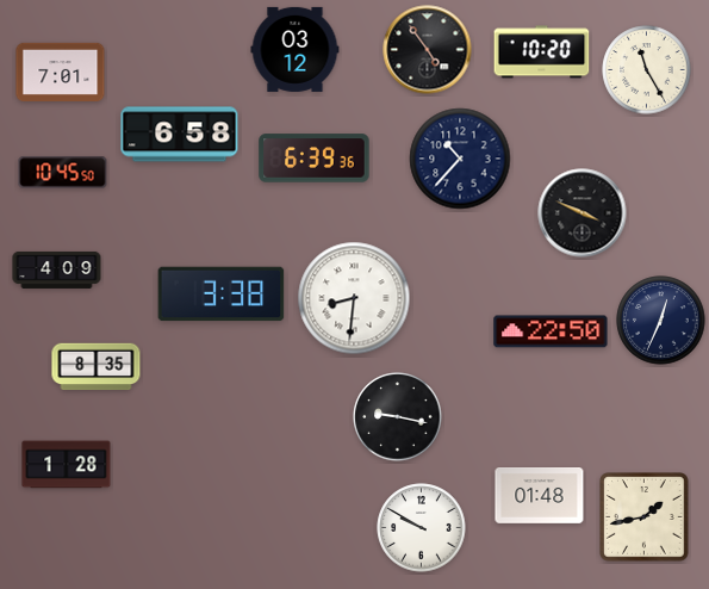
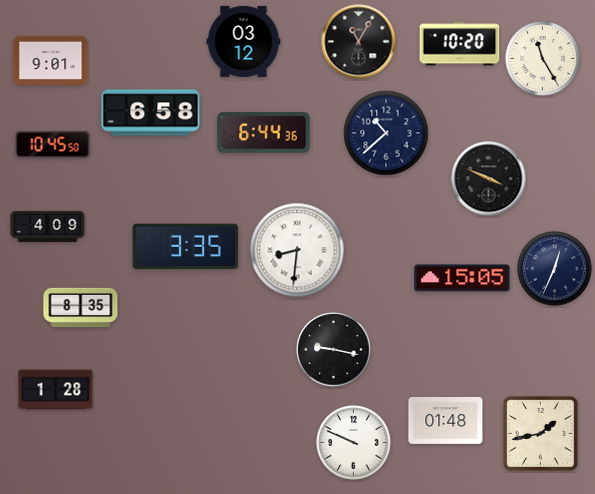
clock at (296, 49) position: (296, 49) -> (244, 41)
clock at (428, 50): 4:54 -> 11:05
clock at (542, 52) position: (542, 52) -> (460, 44)
clock at (61, 72): 7:01 -> 9:01
clock at (315, 159): 6:39 -> 6:44
clock at (460, 159): 10:37 -> 10:38
clock at (222, 294): 3:38 -> 3:35
clock at (551, 331): 22:50 -> 15:05
clock at (540, 496) position: (540, 496) -> (446, 421)
clock at (422, 528): 9:50 -> 9:49
